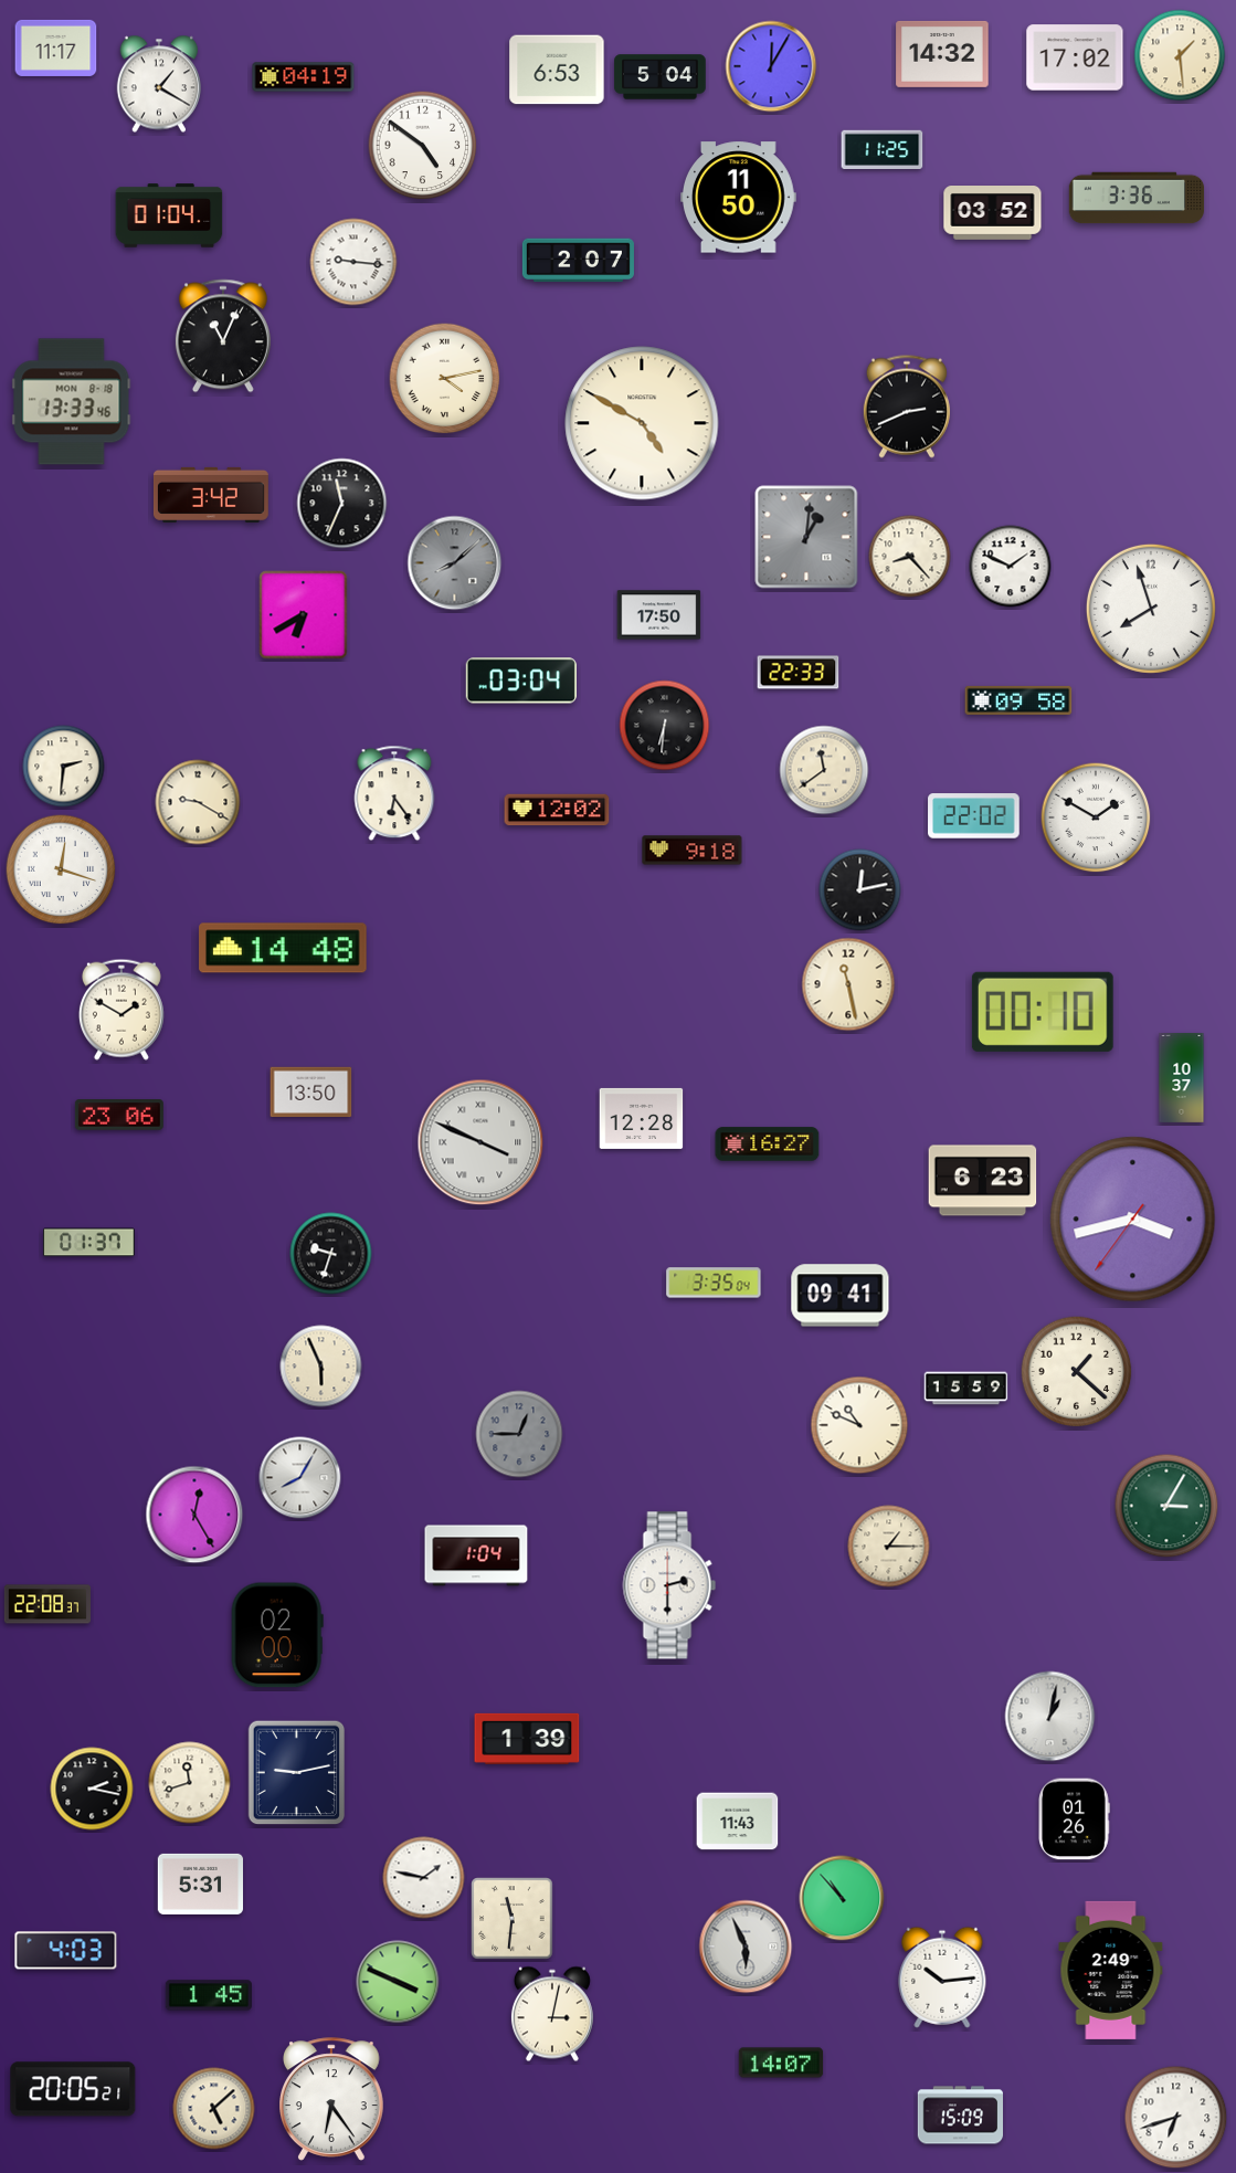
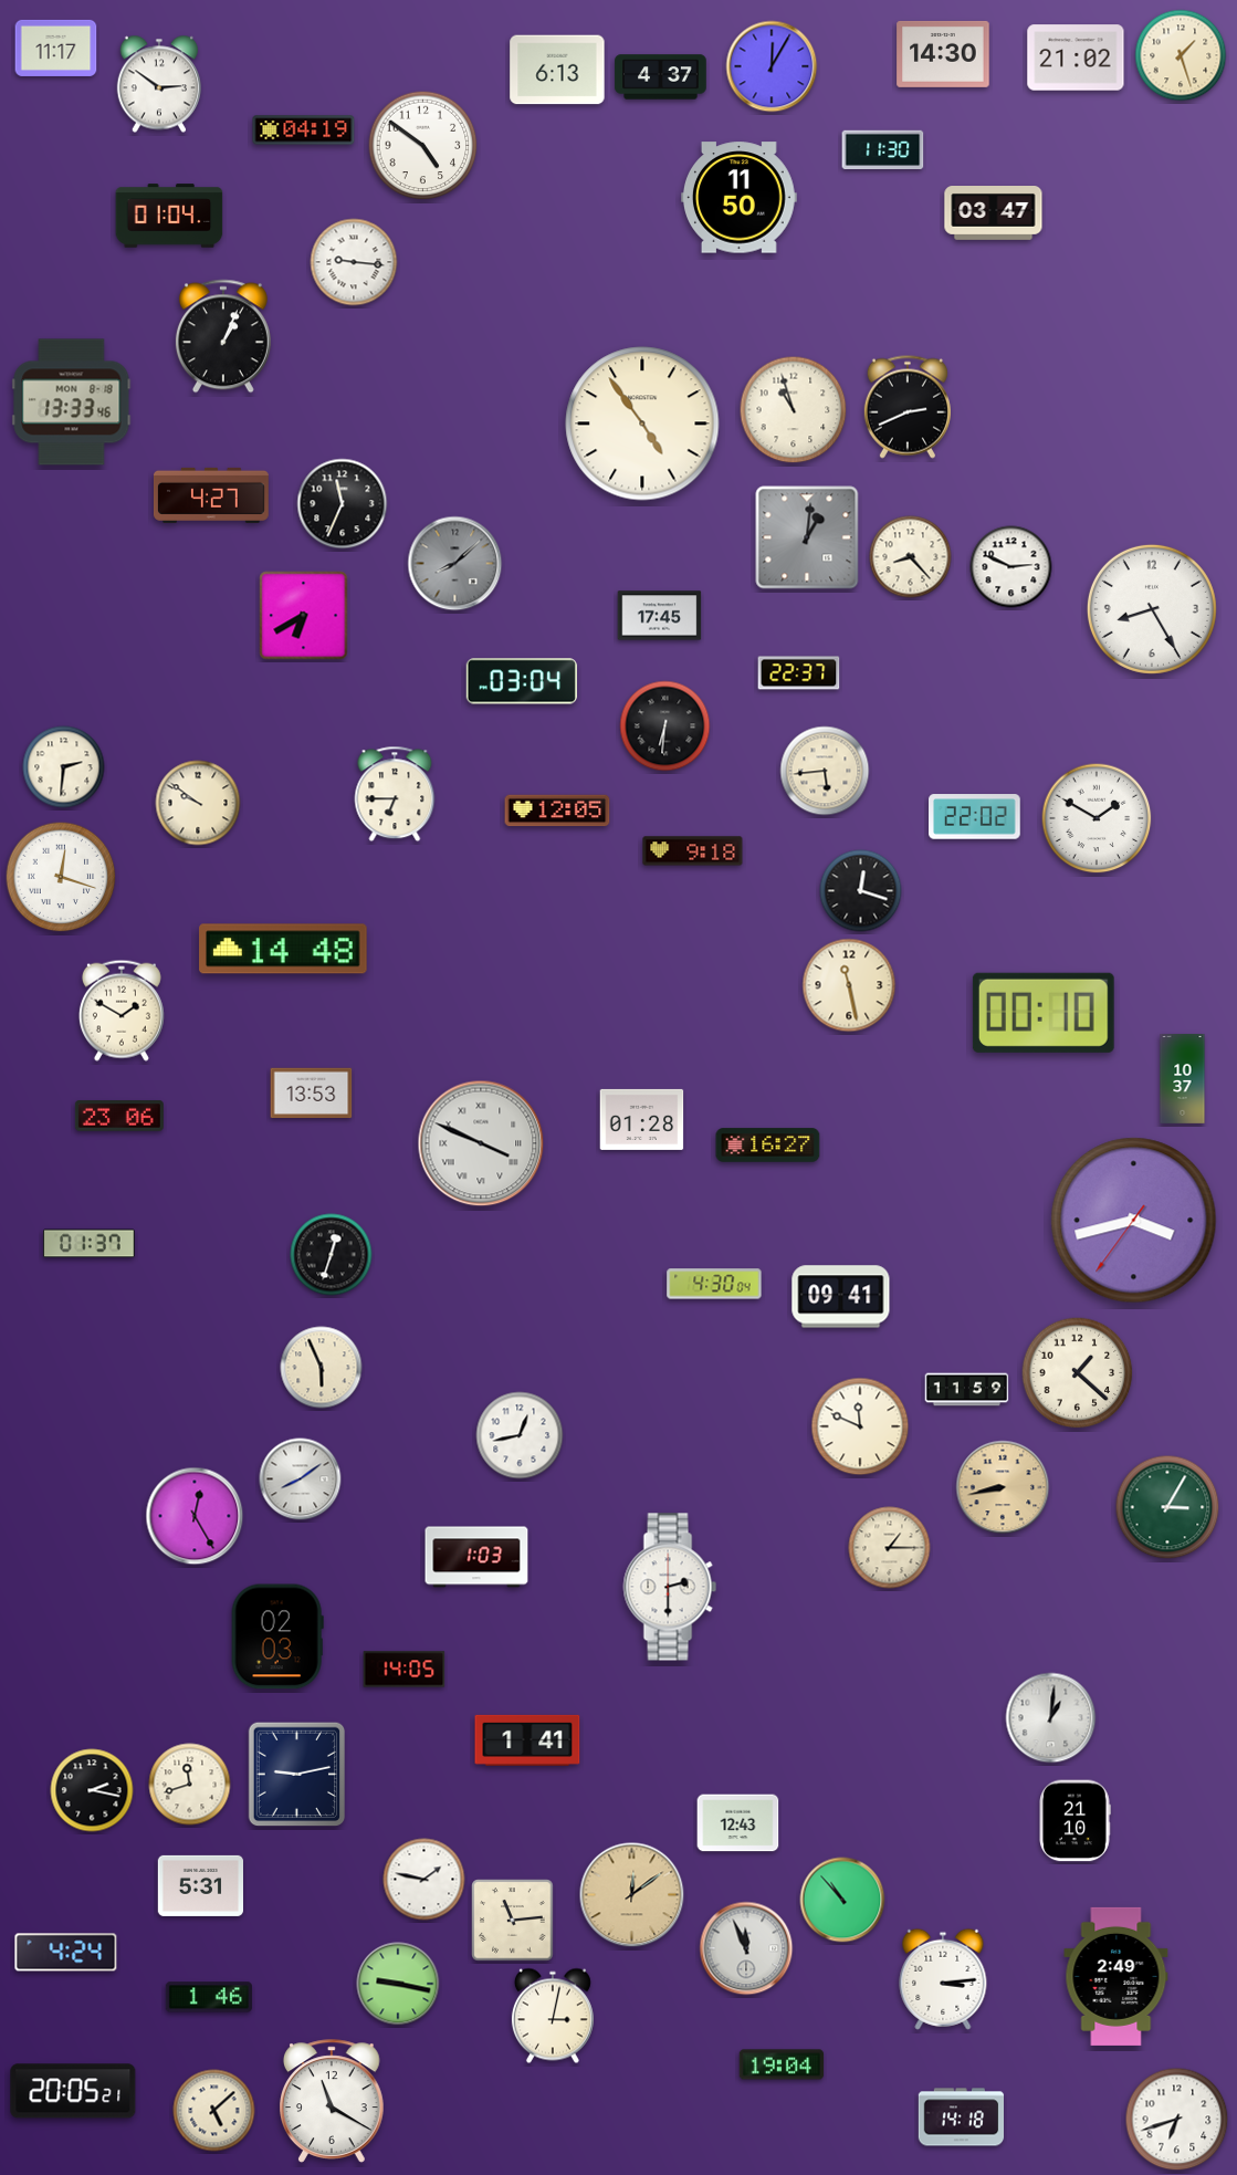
clock at (942, 54): 14:32 -> 14:30
clock at (1180, 55): 1:29 -> 1:27
clock at (1075, 57): 17:02 -> 21:02
clock at (557, 70): 6:53 -> 6:13
clock at (304, 77) position: (304, 77) -> (304, 130)
clock at (661, 77): 5:04 -> 4:37
clock at (158, 84): 1:20 -> 2:51
clock at (883, 150): 11:25 -> 11:30
clock at (1137, 198): 3:36 -> none
clock at (993, 213): 03:52 -> 03:47
clock at (578, 261): 2:07 -> none
clock at (223, 336): 11:04 -> 1:04
clock at (445, 379): 4:13 -> none
clock at (794, 410): none -> 10:57
clock at (642, 423): 4:50 -> 4:54
clock at (211, 495): 3:42 -> 4:27
clock at (1011, 567): 1:49 -> 2:49
clock at (1151, 609): 7:57 -> 8:25
clock at (659, 615): 17:50 -> 17:45
clock at (799, 673): 22:33 -> 22:37
clock at (1018, 700): 09:58 -> none
clock at (824, 770): 11:39 -> 5:44
clock at (394, 793): 6:24 -> 6:45
clock at (198, 802): 9:20 -> 9:51
clock at (557, 810): 12:02 -> 12:05
clock at (61, 869) position: (61, 869) -> (61, 877)
clock at (860, 890): 12:13 -> 12:18
clock at (311, 1093): 13:50 -> 13:53
clock at (642, 1118): 12:28 -> 01:28
clock at (983, 1181): 6:23 -> none
clock at (331, 1254): 9:33 -> 12:33
clock at (714, 1283): 3:35 -> 4:30
clock at (966, 1389): 15:59 -> 11:59
clock at (859, 1425): 10:49 -> 11:49
clock at (519, 1434): 12:45 -> 12:43
clock at (519, 1434) dial: grey -> white
clock at (300, 1478): 8:05 -> 8:09
clock at (1003, 1487): none -> 8:43
clock at (476, 1555): 1:04 -> 1:03
clock at (47, 1604): 22:08 -> none
clock at (277, 1635): 02:00 -> 02:03
clock at (405, 1670): none -> 14:05
clock at (1050, 1717): 1:02 -> 1:01
clock at (527, 1739): 1:39 -> 1:41
clock at (1074, 1819): 01:26 -> 21:10
clock at (738, 1822): 11:43 -> 12:43
clock at (632, 1895): none -> 12:09
clock at (513, 1919): 11:31 -> 11:14
clock at (746, 1947): 5:56 -> 11:56
clock at (66, 1951): 4:03 -> 4:24
clock at (1111, 1970) position: (1111, 1970) -> (1117, 1976)
clock at (942, 1977): 10:14 -> 3:14
clock at (398, 1982): 3:49 -> 9:17
clock at (209, 1995): 1:45 -> 1:46
clock at (781, 2063): 14:07 -> 19:04
clock at (332, 2099): 6:24 -> 11:20
clock at (960, 2116): 15:09 -> 14:18
